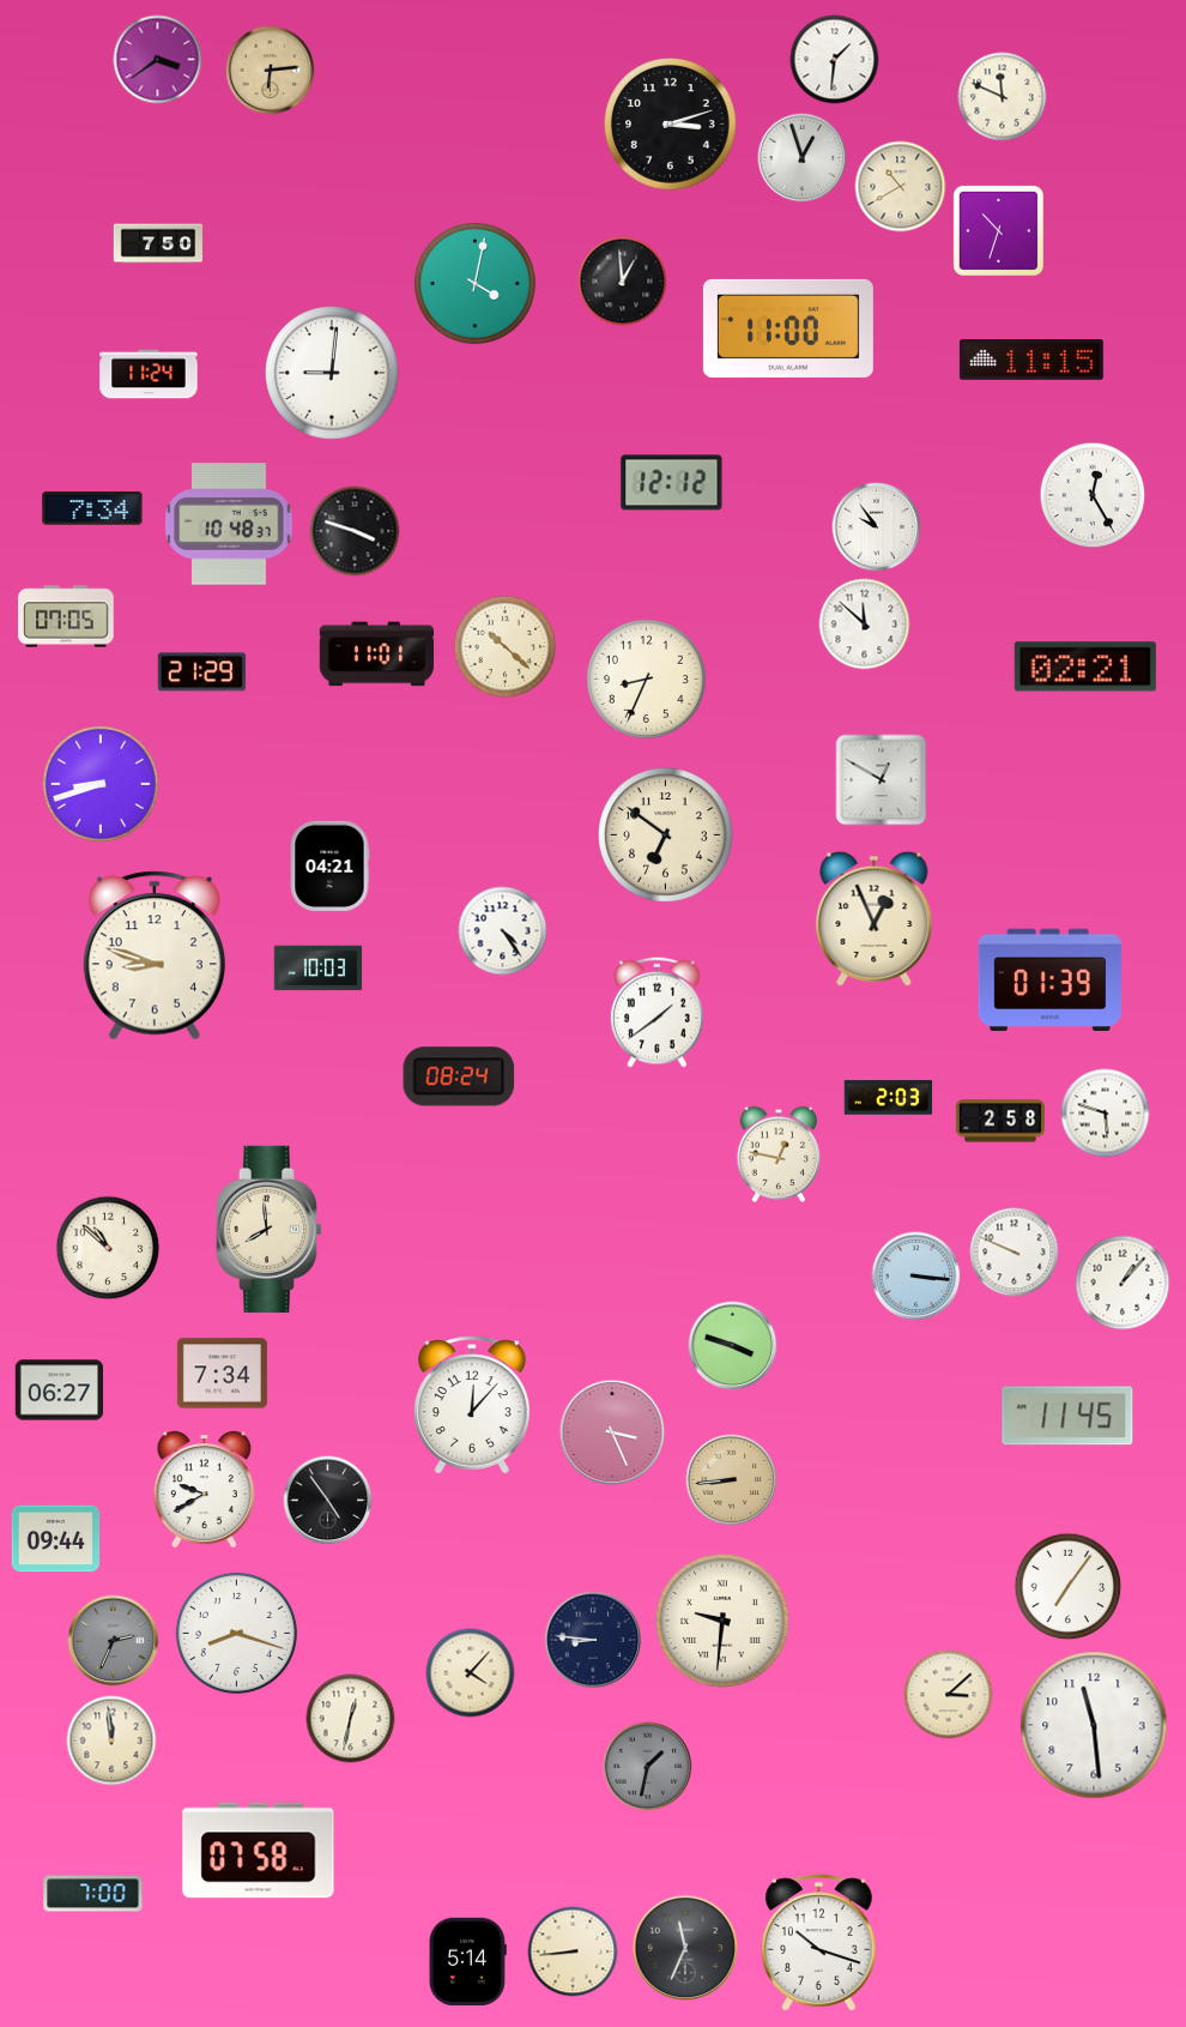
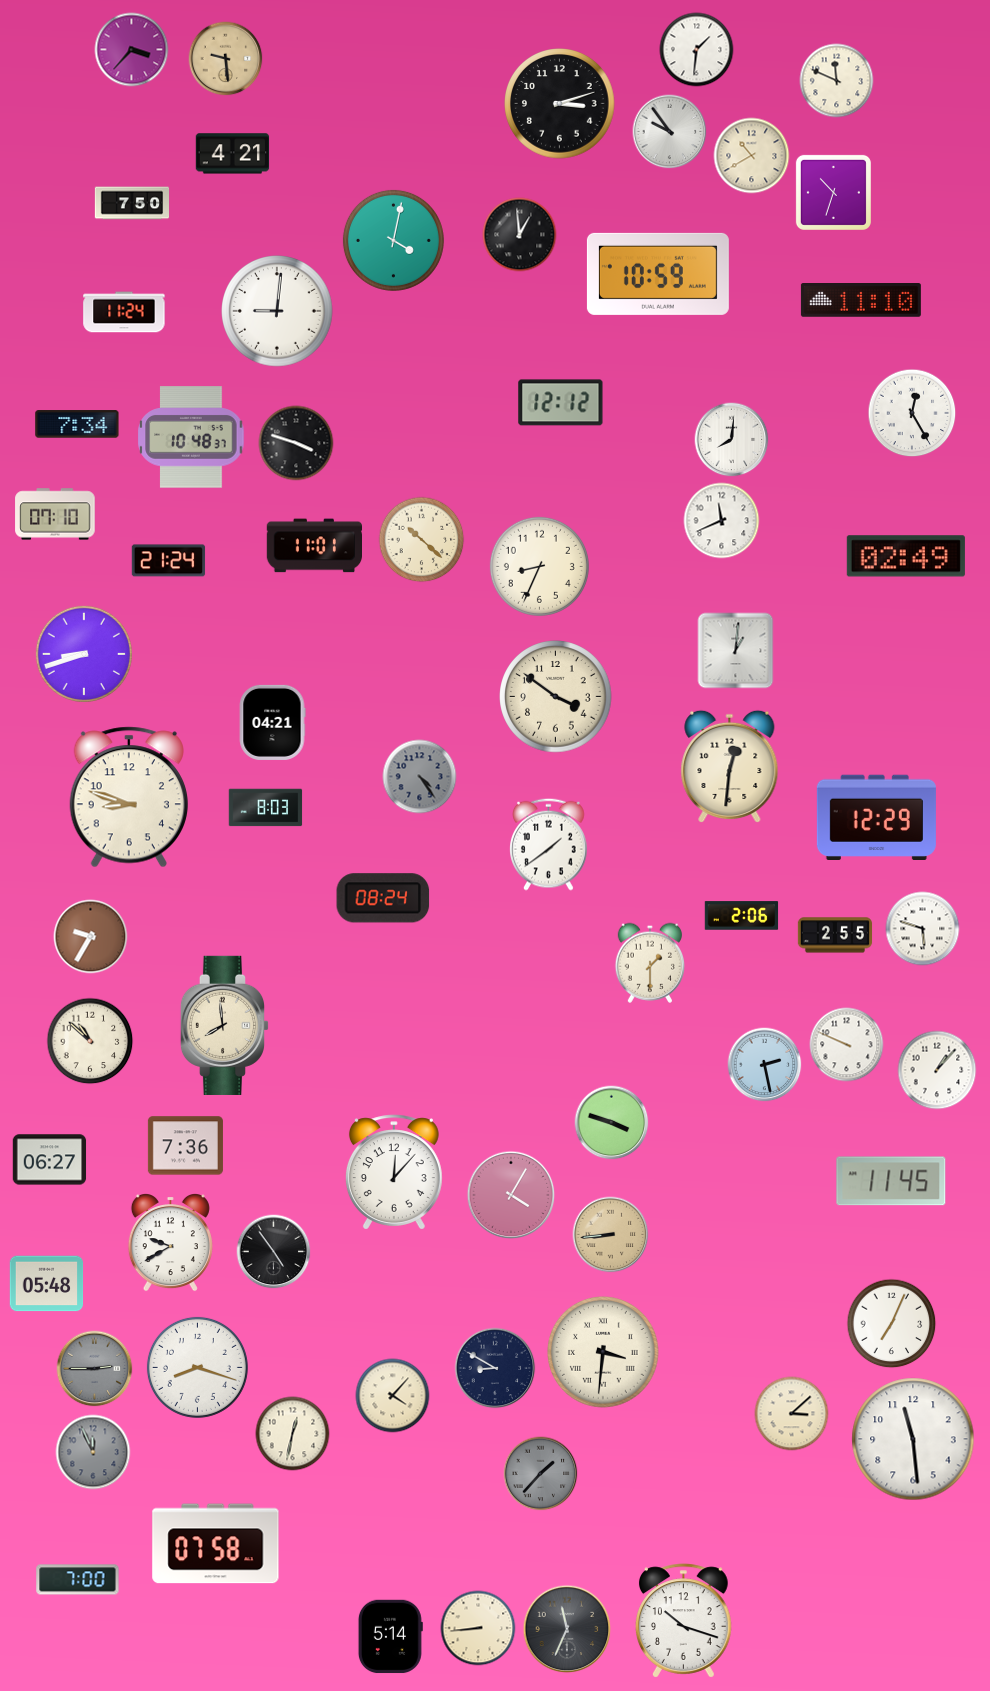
clock at (158, 60): 3:39 -> 3:37
clock at (271, 71): 6:14 -> 9:29
clock at (803, 158): 12:57 -> 9:54
clock at (233, 154): none -> 4:21
clock at (474, 283) position: (474, 283) -> (393, 240)
clock at (788, 328): 11:00 -> 10:59
clock at (1031, 361): 11:15 -> 11:10
clock at (877, 527): 9:54 -> 8:01
clock at (66, 616): 07:05 -> 07:10
clock at (865, 625): 11:52 -> 11:41
clock at (1085, 666): 02:21 -> 02:49
clock at (202, 672): 21:29 -> 21:24
clock at (882, 780): 12:50 -> 1:01
clock at (666, 835): 6:51 -> 3:51
clock at (329, 865) position: (329, 865) -> (272, 722)
clock at (875, 919): 12:56 -> 12:31
clock at (503, 931) dial: white -> grey
clock at (319, 969): 10:03 -> 8:03
clock at (1049, 979): 01:39 -> 12:29
clock at (889, 1098): 2:03 -> 2:06
clock at (1000, 1121): 2:58 -> 2:55
clock at (91, 937): none -> 9:35
clock at (777, 1154): 12:47 -> 1:30
clock at (916, 1277): 3:16 -> 2:28
clock at (222, 1374): 7:34 -> 7:36
clock at (612, 1432): 3:26 -> 4:05
clock at (56, 1539): 09:44 -> 05:48
clock at (1069, 1587): 7:06 -> 7:04
clock at (722, 1621): 9:31 -> 3:31
clock at (236, 1633) position: (236, 1633) -> (197, 1367)
clock at (593, 1640): 8:46 -> 8:50
clock at (114, 1641): 2:34 -> 2:45
clock at (111, 1741): 11:59 -> 11:56
clock at (111, 1741) dial: cream -> grey
clock at (648, 1767): 1:32 -> 1:37
clock at (685, 1948) position: (685, 1948) -> (567, 1629)
